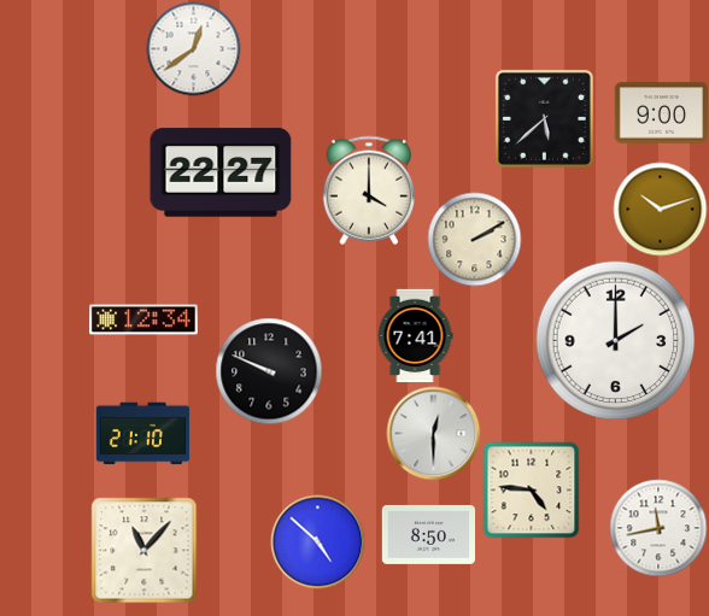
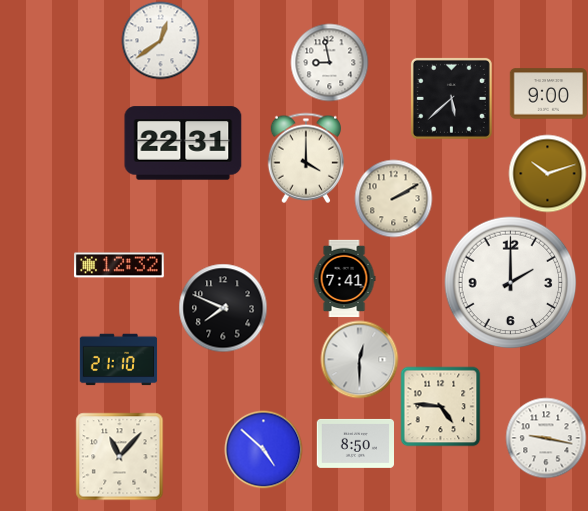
clock at (329, 62): none -> 8:58
clock at (221, 172): 22:27 -> 22:31
clock at (143, 319): 12:34 -> 12:32
clock at (269, 371): 9:49 -> 7:49
clock at (658, 528): 11:43 -> 9:17
